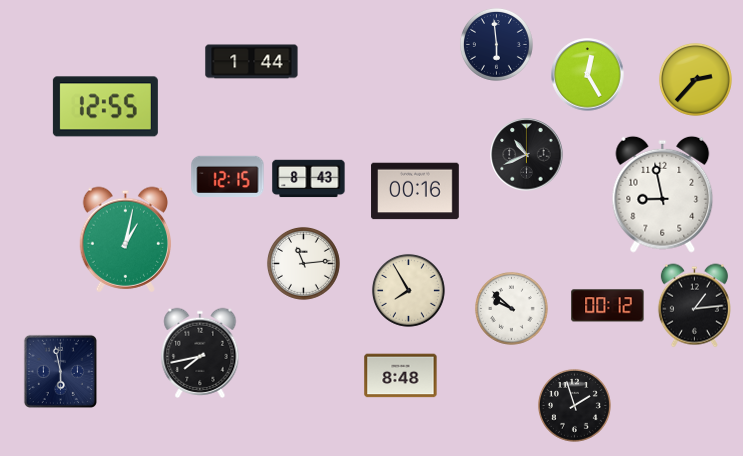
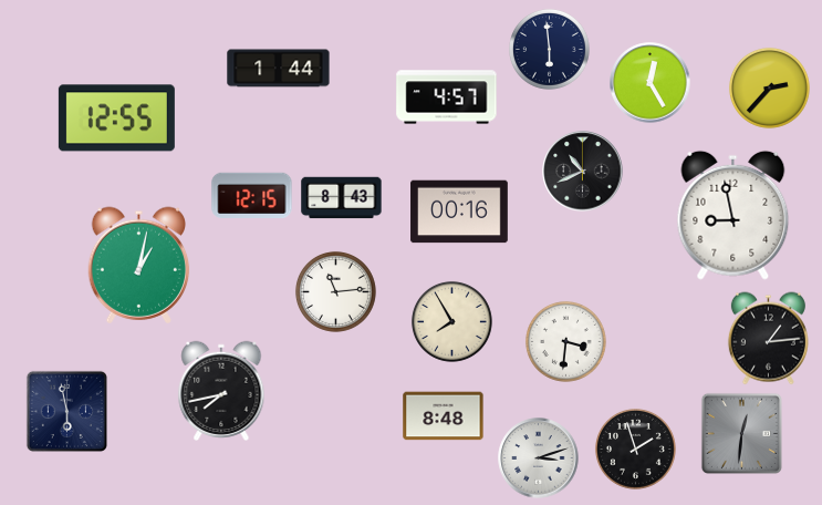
clock at (447, 97): none -> 4:57
clock at (608, 306): 00:12 -> none
clock at (511, 308): 9:52 -> 3:31
clock at (741, 433): none -> 12:31
clock at (539, 458): none -> 3:12
